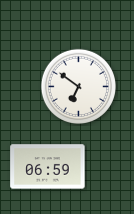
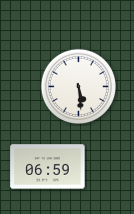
clock at (79, 87): 6:51 -> 5:29
